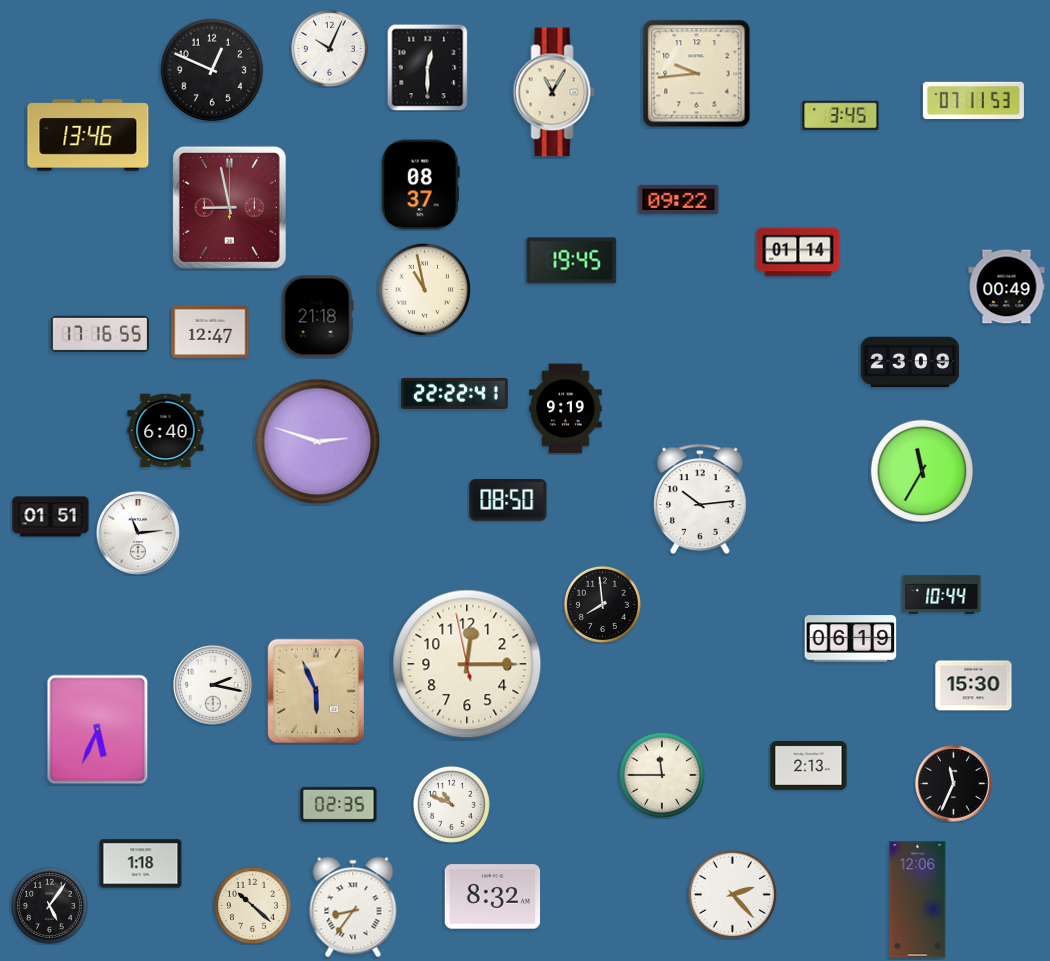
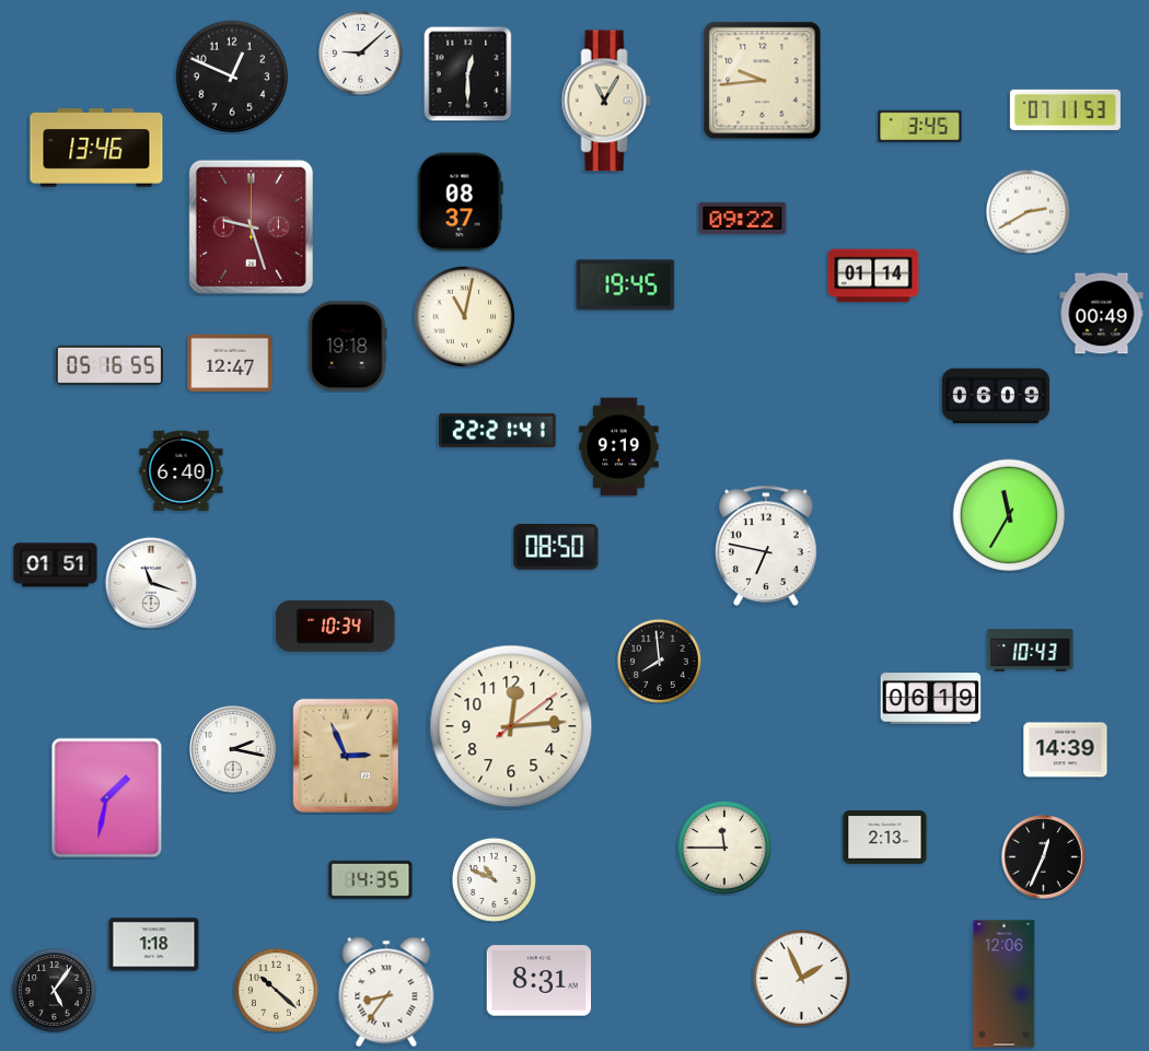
clock at (329, 48): 10:04 -> 9:08
clock at (1028, 211): none -> 2:40
clock at (229, 207): 8:58 -> 9:27
clock at (424, 289): 10:58 -> 11:02
clock at (318, 317): 21:18 -> 19:18
clock at (100, 333): 17:16 -> 05:16
clock at (910, 362): 23:09 -> 06:09
clock at (455, 393): 22:22 -> 22:21
clock at (318, 442): 2:48 -> none
clock at (701, 499): 10:14 -> 6:47
clock at (138, 533): 11:14 -> 11:18
clock at (336, 626): none -> 10:34
clock at (942, 595): 10:44 -> 10:43
clock at (467, 664): 12:14:58 -> 12:14:09
clock at (974, 686): 15:30 -> 14:39
clock at (315, 690): 5:56 -> 2:56
clock at (98, 730): 5:34 -> 1:32
clock at (954, 784): 11:34 -> 12:34
clock at (339, 804): 02:35 -> 14:35
clock at (732, 894): 2:23 -> 1:56
clock at (493, 897): 8:32 -> 8:31
